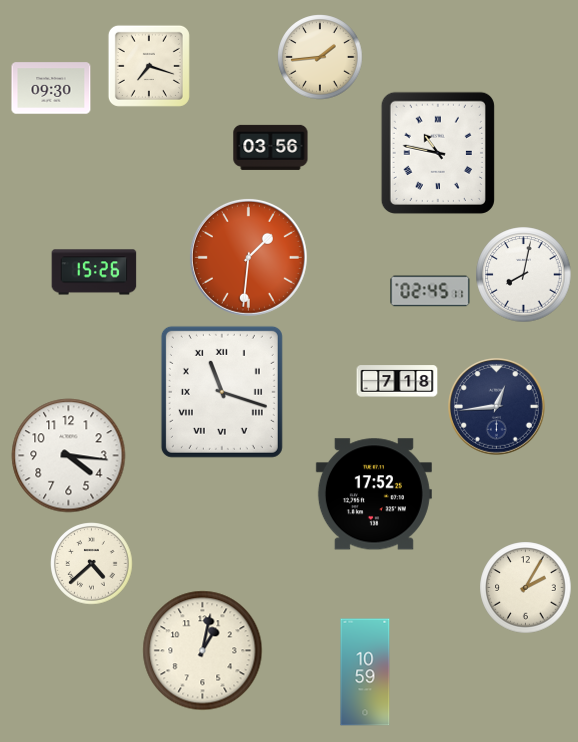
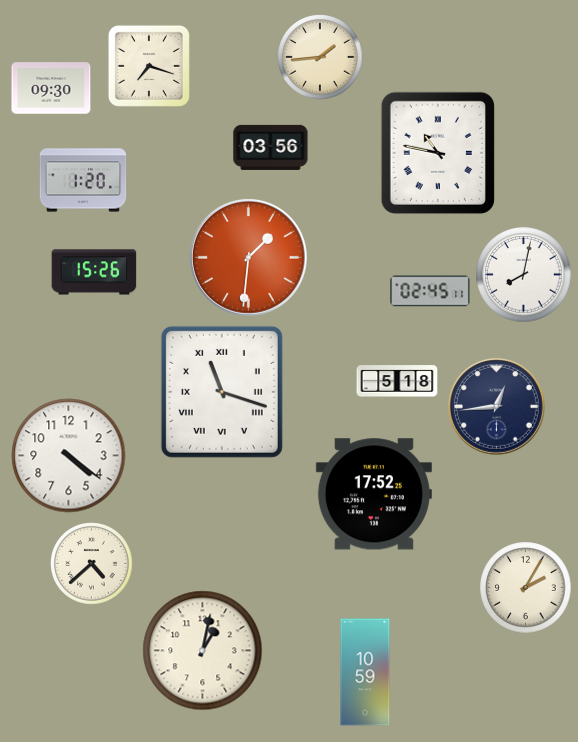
clock at (83, 180): none -> 1:20
clock at (397, 381): 7:18 -> 5:18
clock at (69, 456): 4:16 -> 4:21
